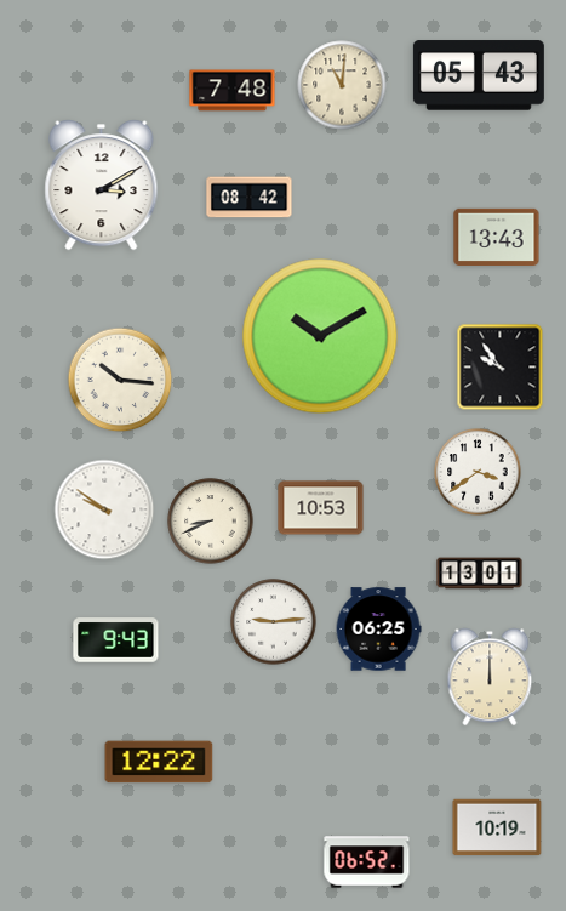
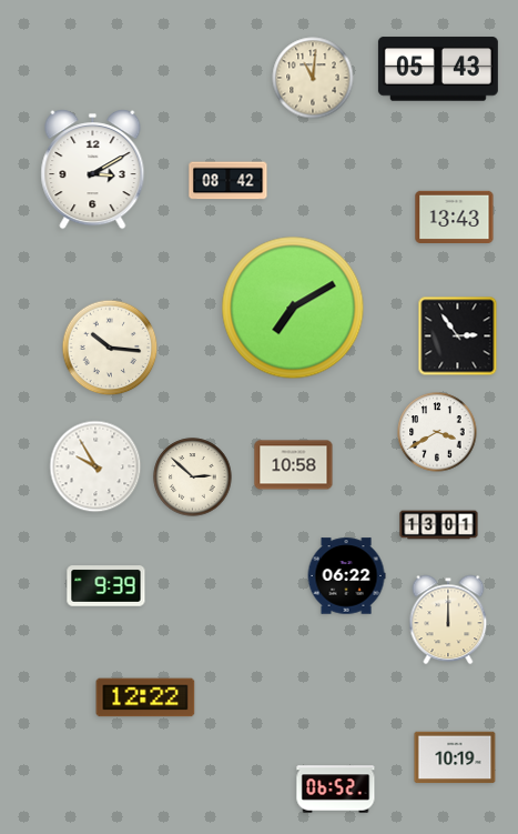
clock at (233, 91): 7:48 -> none
clock at (320, 336): 10:10 -> 7:10
clock at (501, 368): 9:54 -> 2:54
clock at (478, 472): 3:39 -> 3:40
clock at (321, 508): 10:53 -> 10:58
clock at (104, 509): 9:51 -> 9:55
clock at (211, 522): 8:41 -> 2:52
clock at (274, 622): 9:14 -> none
clock at (378, 630): 06:25 -> 06:22
clock at (116, 640): 9:43 -> 9:39
